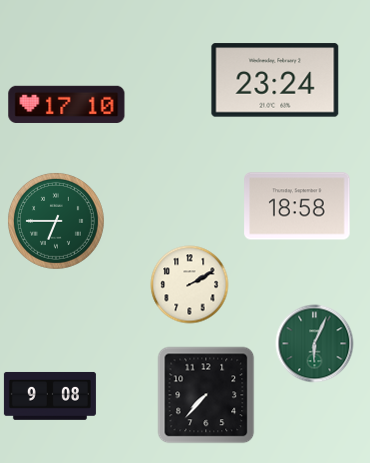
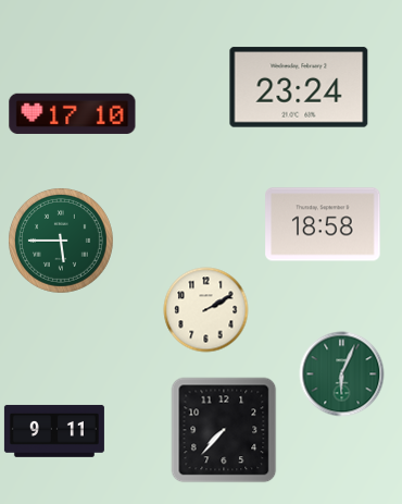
clock at (56, 221): 6:45 -> 5:45
clock at (50, 396): 9:08 -> 9:11
